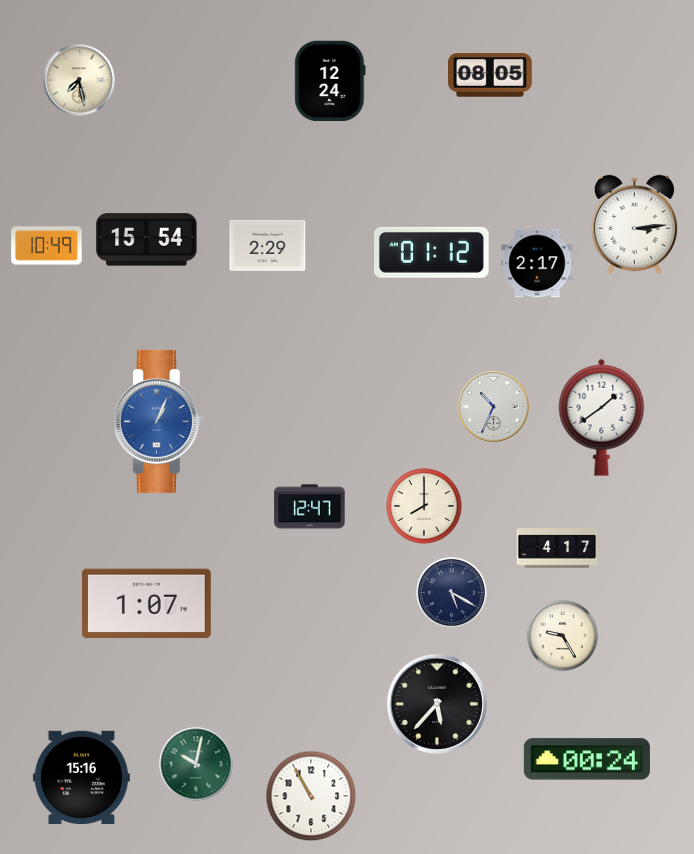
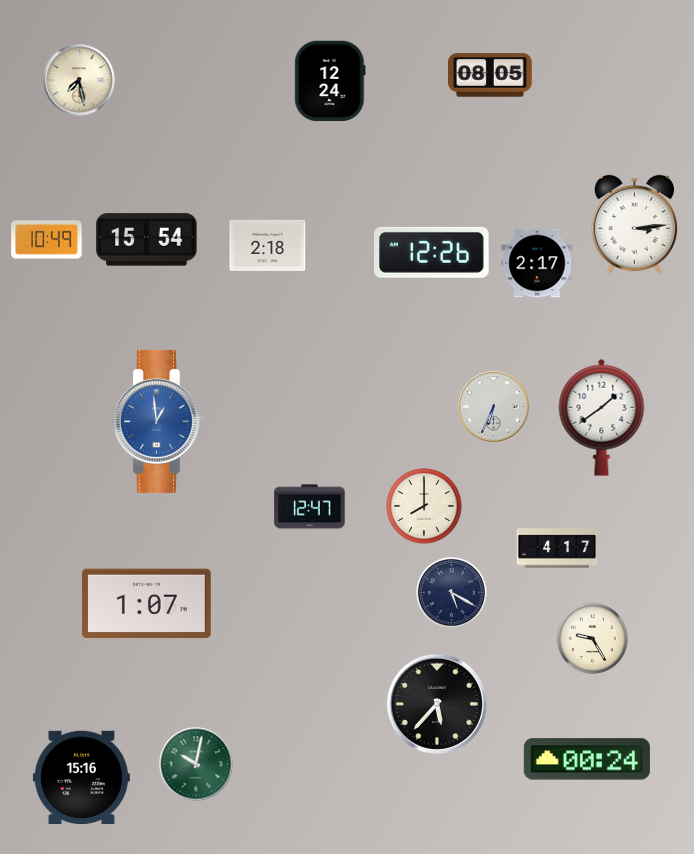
clock at (268, 245): 2:29 -> 2:18
clock at (47, 246) position: (47, 246) -> (47, 240)
clock at (432, 252): 01:12 -> 12:26
clock at (494, 407): 10:34 -> 6:34
clock at (158, 421): 1:04 -> 12:59
clock at (562, 635) position: (562, 635) -> (592, 638)
clock at (311, 796): 10:55 -> none
